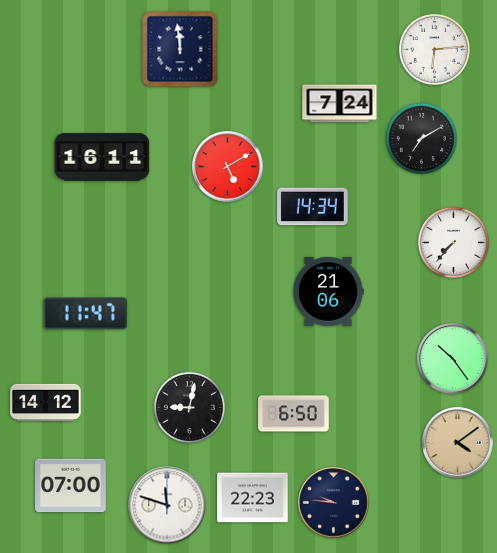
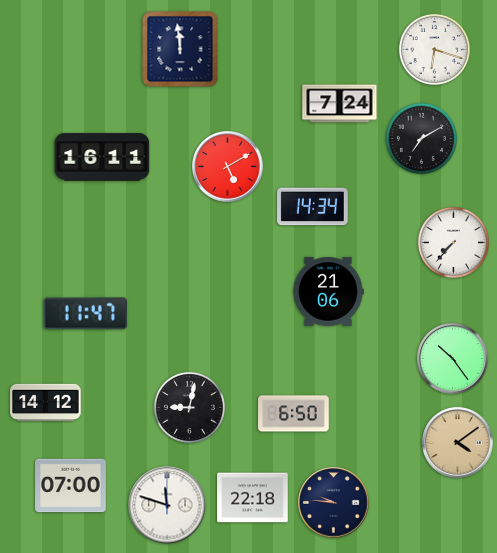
clock at (434, 49): 6:14 -> 6:18
clock at (253, 498): 22:23 -> 22:18
